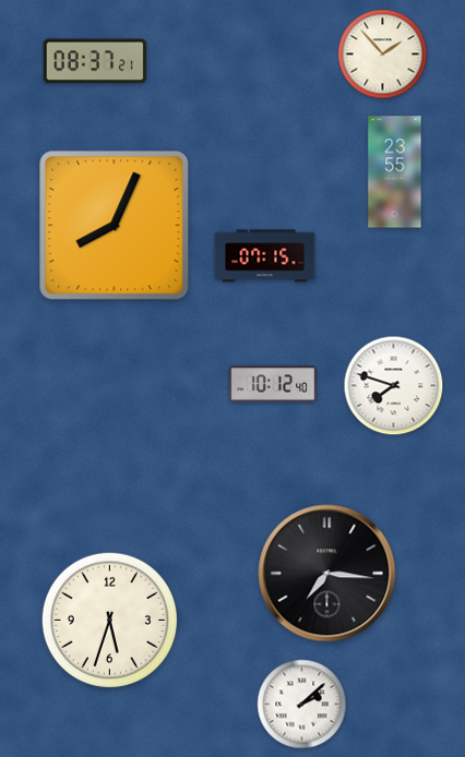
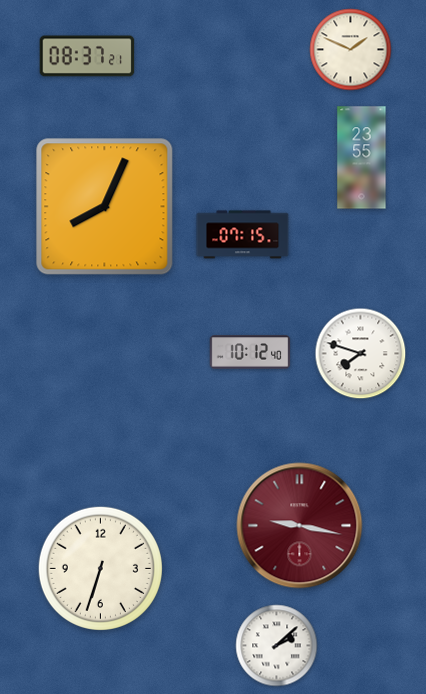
clock at (383, 55): 1:53 -> 1:49
clock at (327, 574): 7:16 -> 9:17
clock at (327, 574) dial: black -> burgundy
clock at (109, 620): 5:33 -> 6:33
